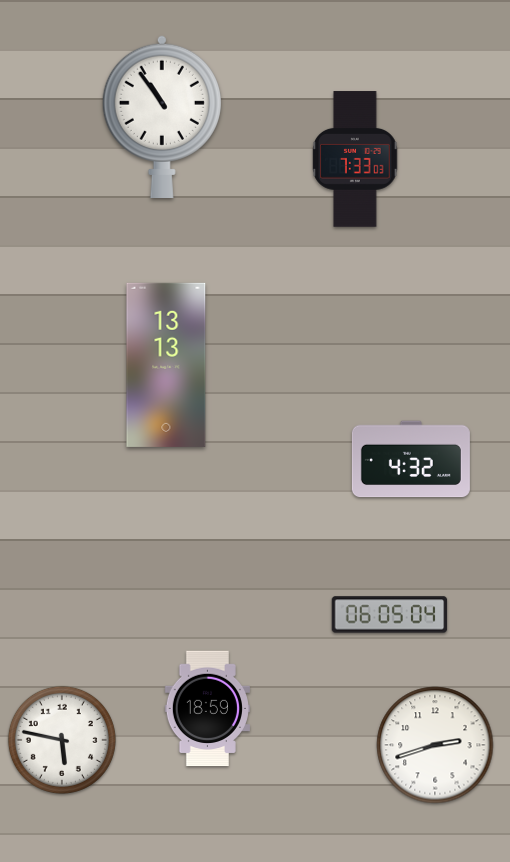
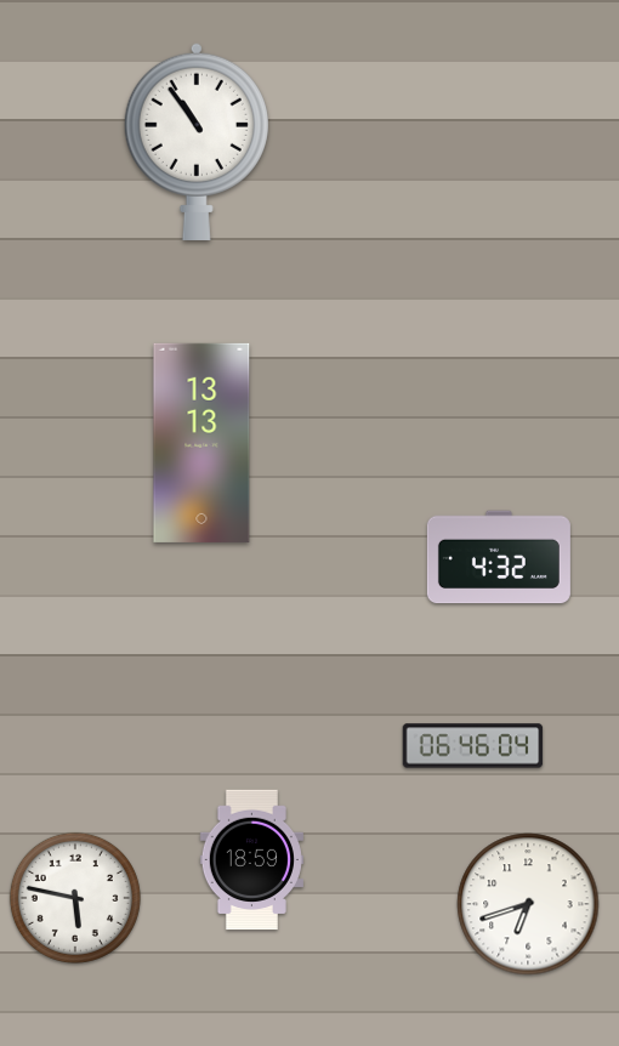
clock at (355, 159): 7:33 -> none
clock at (390, 615): 06:05 -> 06:46
clock at (435, 745): 2:42 -> 6:42
